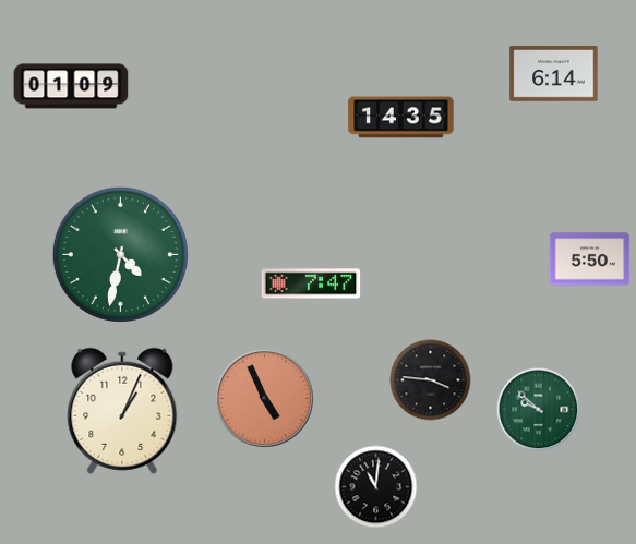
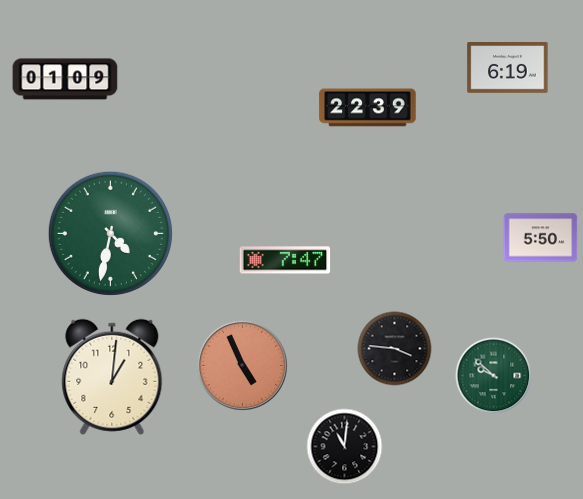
clock at (554, 74): 6:14 -> 6:19
clock at (401, 118): 14:35 -> 22:39
clock at (122, 411): 1:04 -> 1:01
